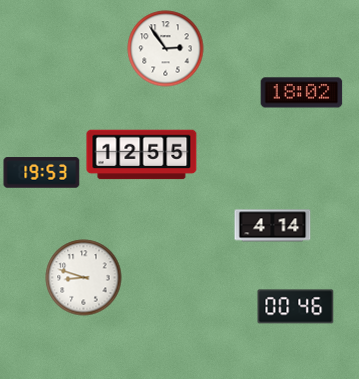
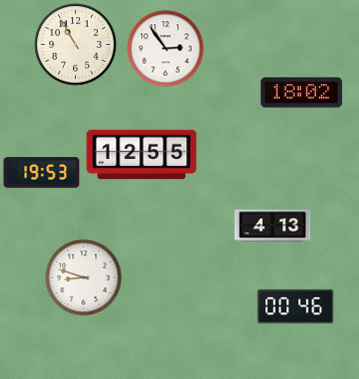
clock at (76, 45): none -> 10:55
clock at (273, 226): 4:14 -> 4:13
